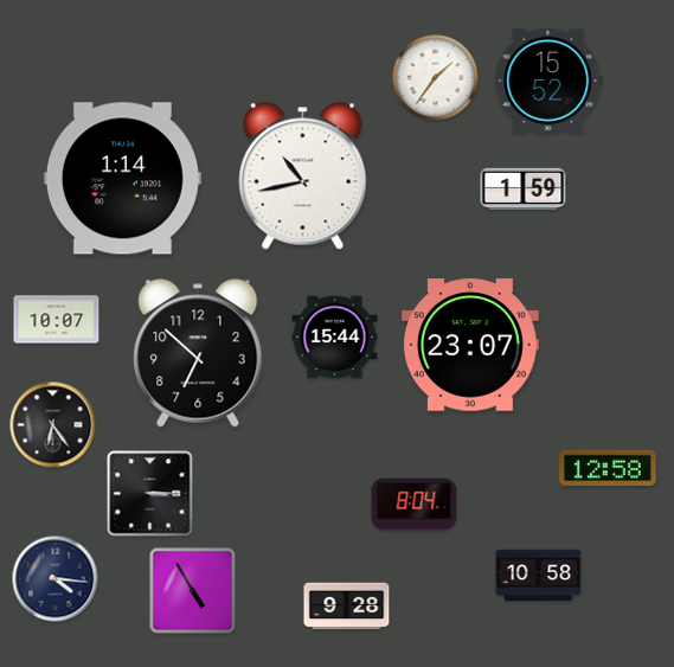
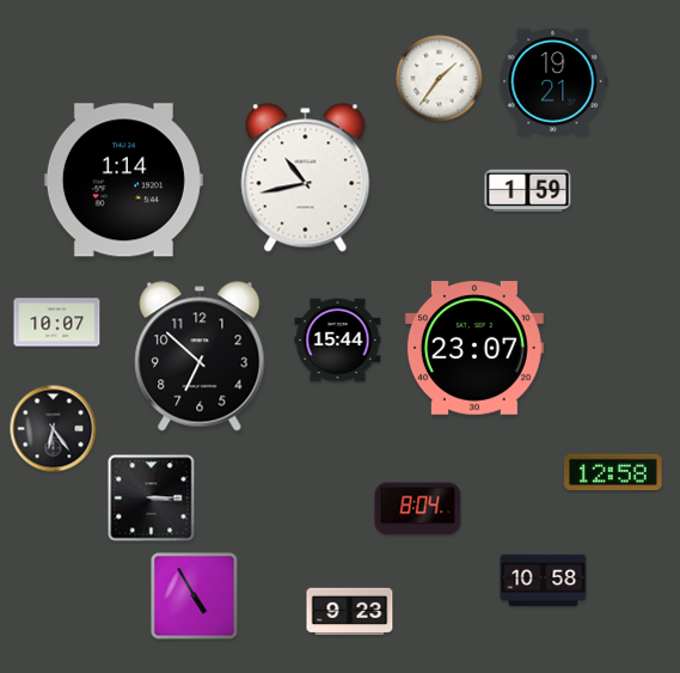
clock at (548, 79): 15:52 -> 19:21
clock at (56, 579): 4:16 -> none
clock at (347, 607): 9:28 -> 9:23
